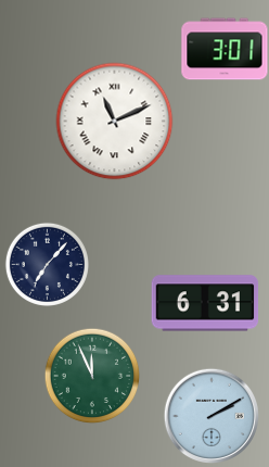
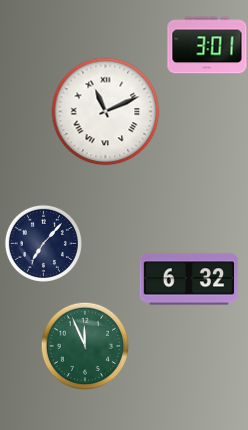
clock at (205, 303): 6:31 -> 6:32
clock at (210, 415): 2:10 -> none
